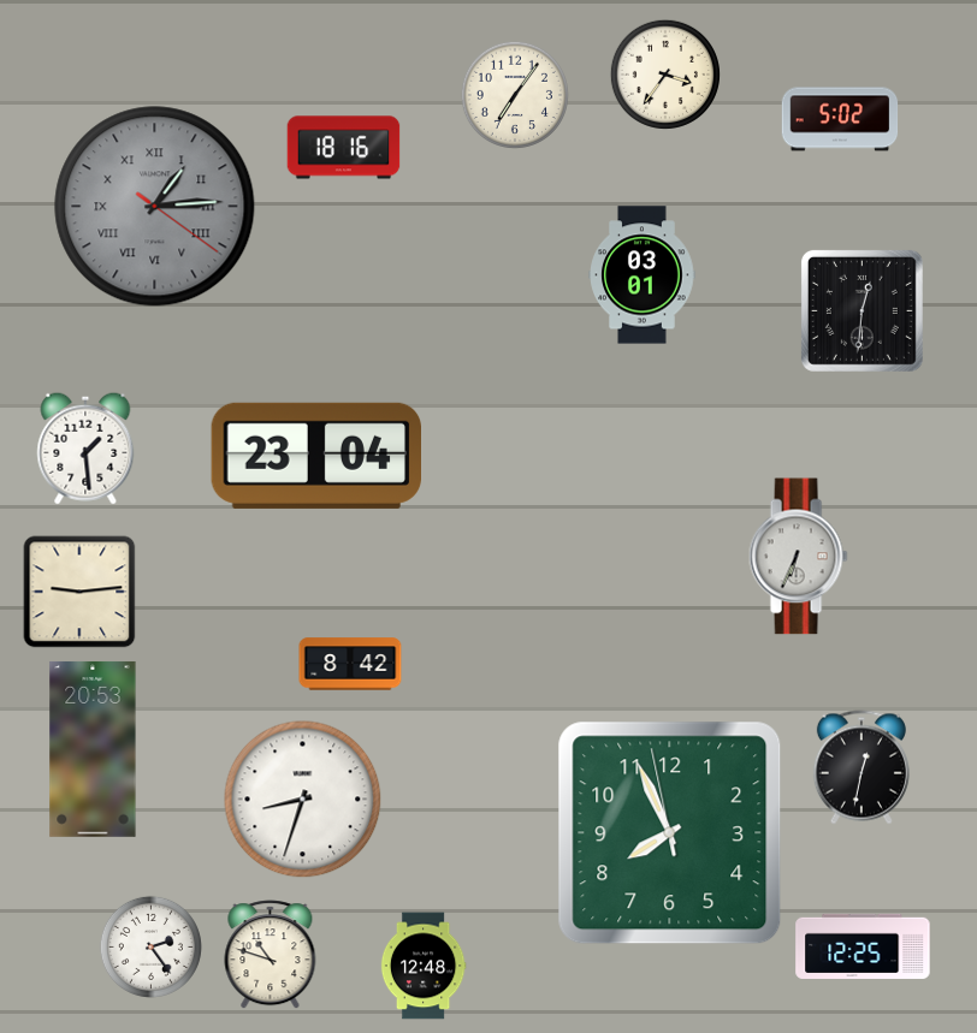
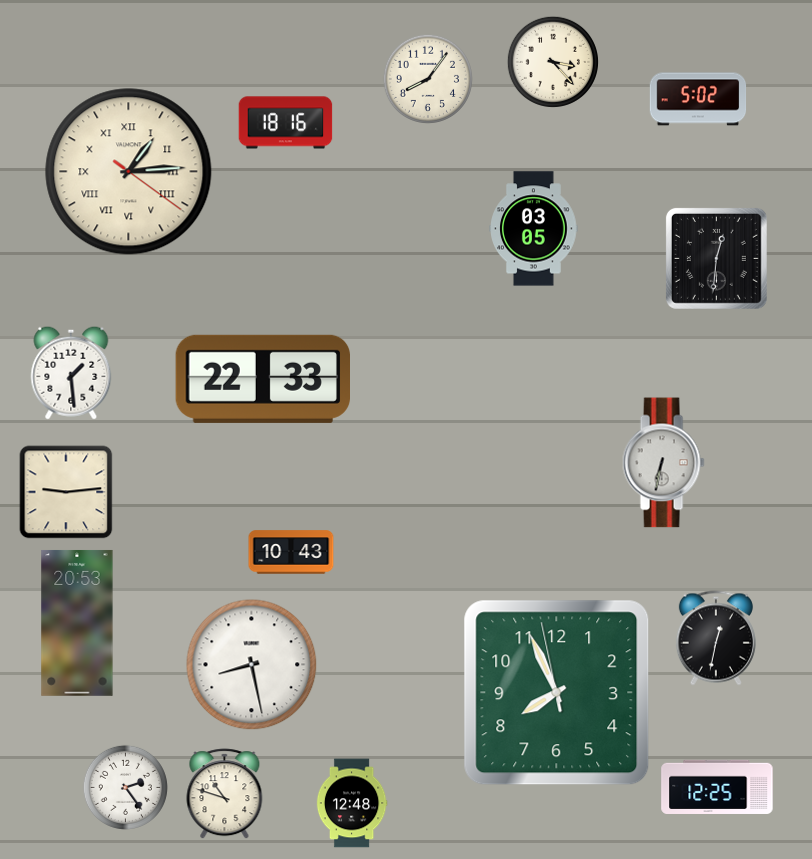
clock at (664, 73): 3:36 -> 3:23
clock at (515, 95): 7:06 -> 8:06
clock at (155, 207) dial: grey -> cream
clock at (643, 275): 03:01 -> 03:05
clock at (316, 456): 23:04 -> 22:33
clock at (798, 557): 6:34 -> 6:32
clock at (350, 664): 8:42 -> 10:43
clock at (303, 800): 8:33 -> 8:28
